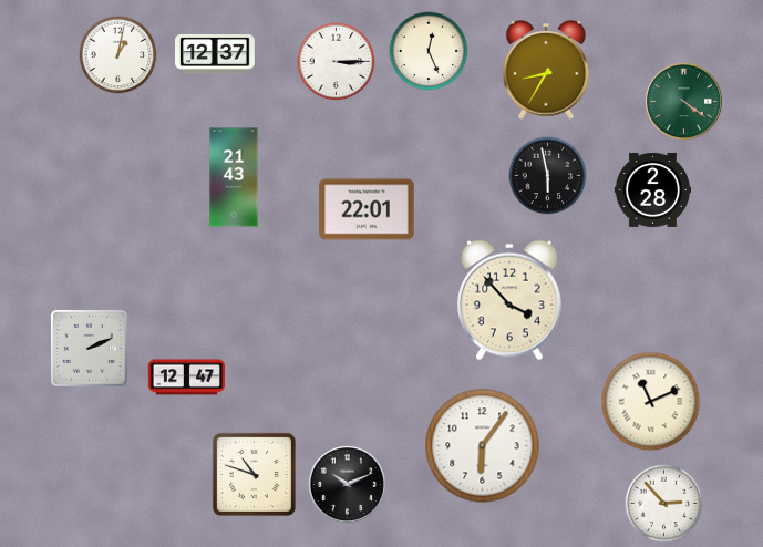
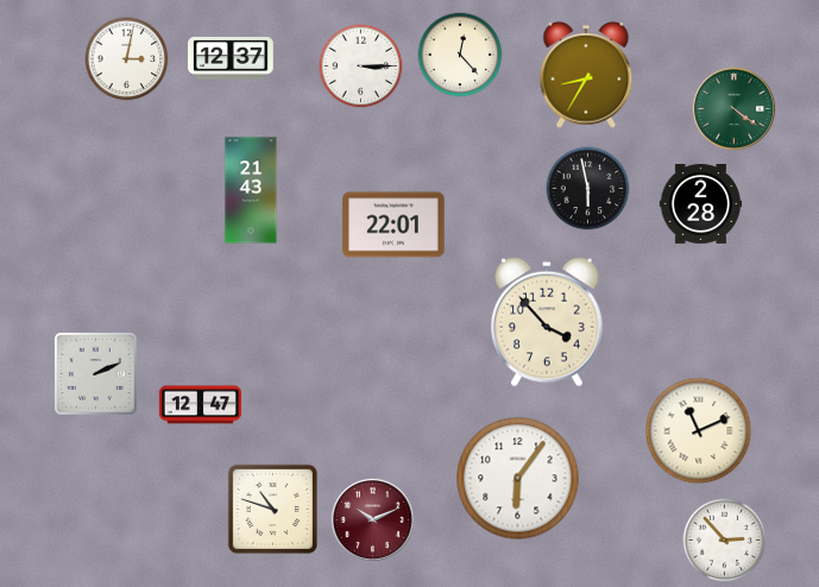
clock at (429, 51): 12:26 -> 12:23
clock at (118, 55): 1:02 -> 3:02
clock at (347, 484) dial: black -> burgundy
clock at (664, 504) position: (664, 504) -> (725, 541)
